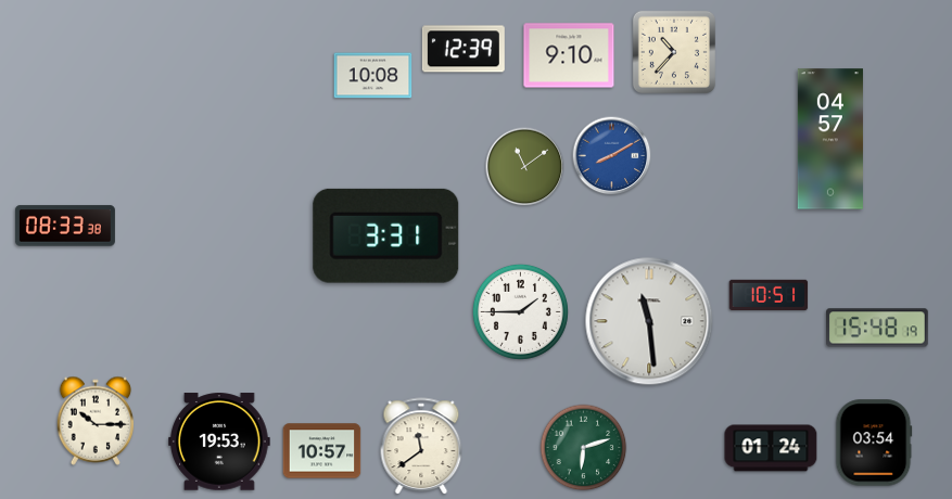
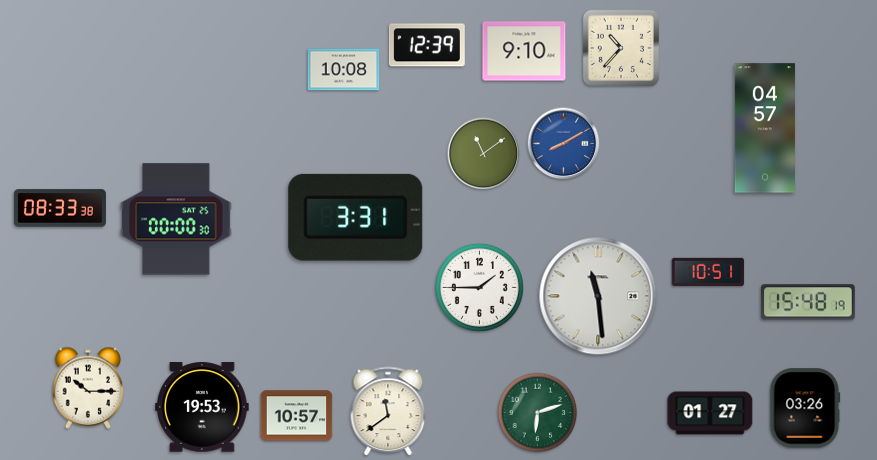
clock at (176, 219): none -> 00:00
clock at (874, 443): 03:54 -> 03:26
clock at (771, 448): 01:24 -> 01:27
